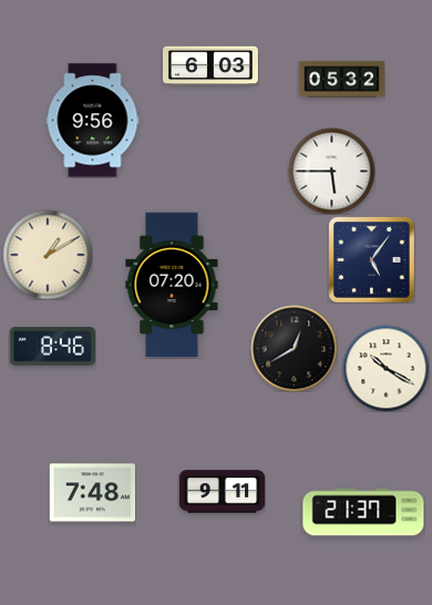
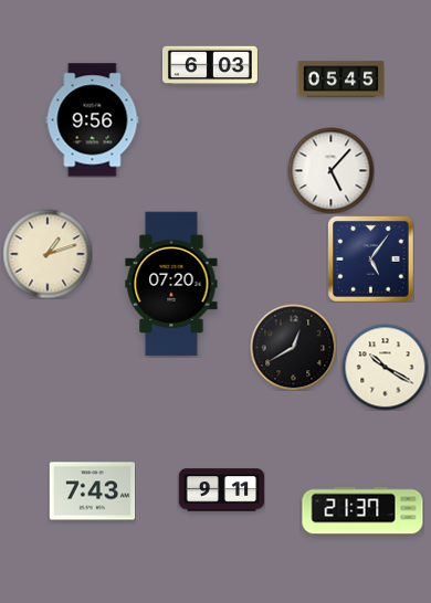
clock at (341, 80): 05:32 -> 05:45
clock at (331, 171): 5:45 -> 5:07
clock at (48, 255): 1:10 -> 1:12
clock at (52, 347): 8:46 -> none
clock at (92, 493): 7:48 -> 7:43
